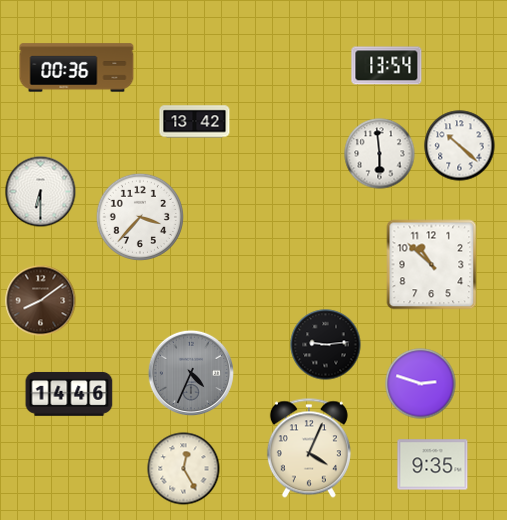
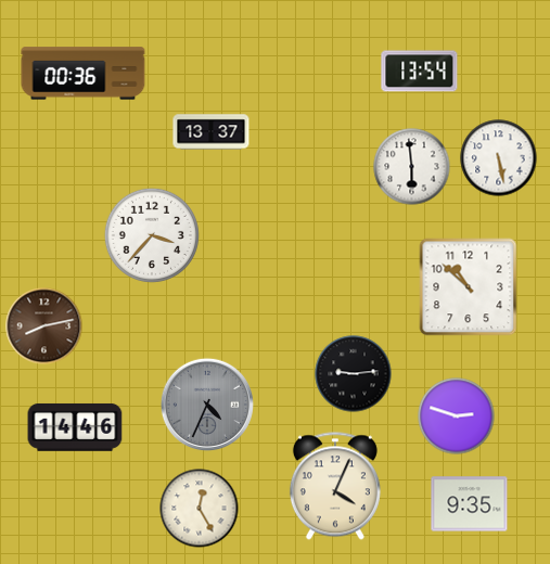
clock at (195, 122): 13:42 -> 13:37
clock at (460, 146): 10:22 -> 5:28
clock at (41, 192): 6:30 -> none
clock at (41, 301): 8:09 -> 8:13
